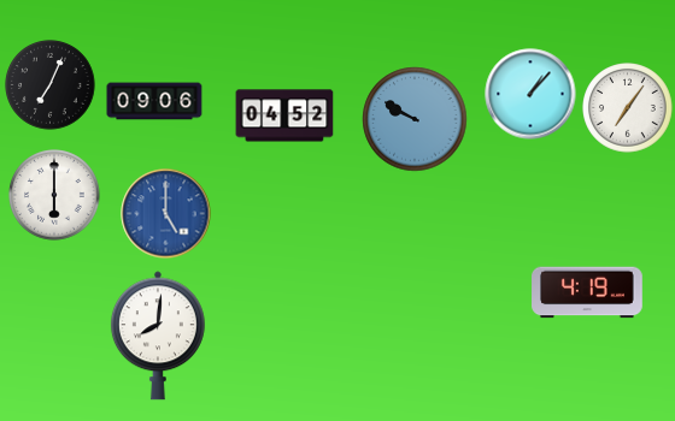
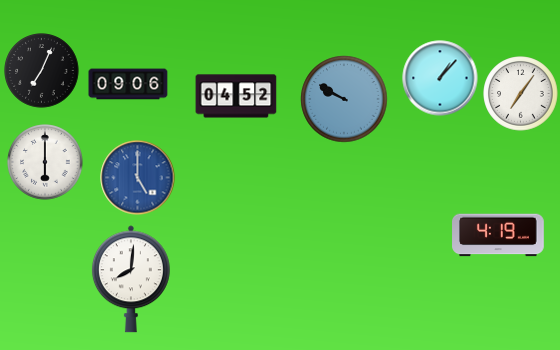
clock at (628, 108) position: (628, 108) -> (521, 94)
clock at (587, 292) position: (587, 292) -> (498, 235)
